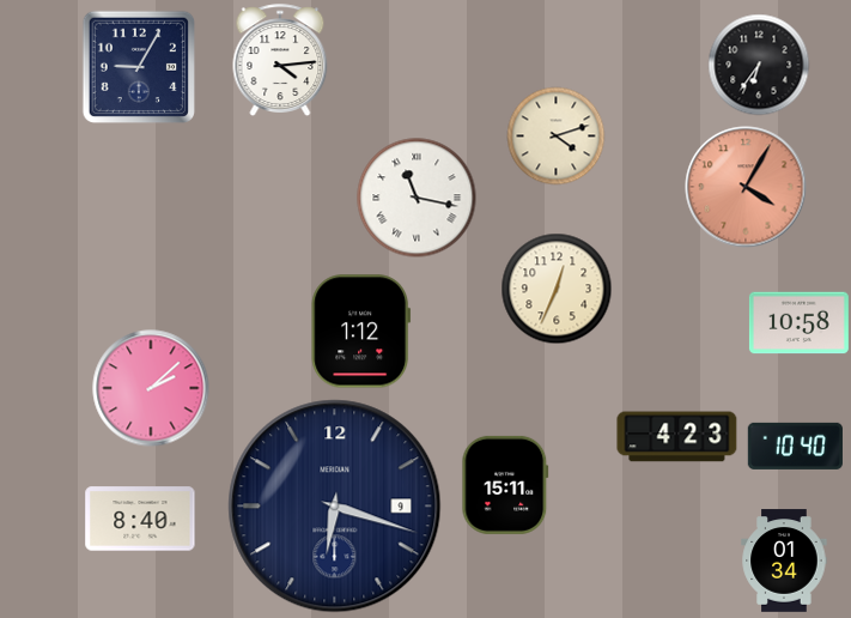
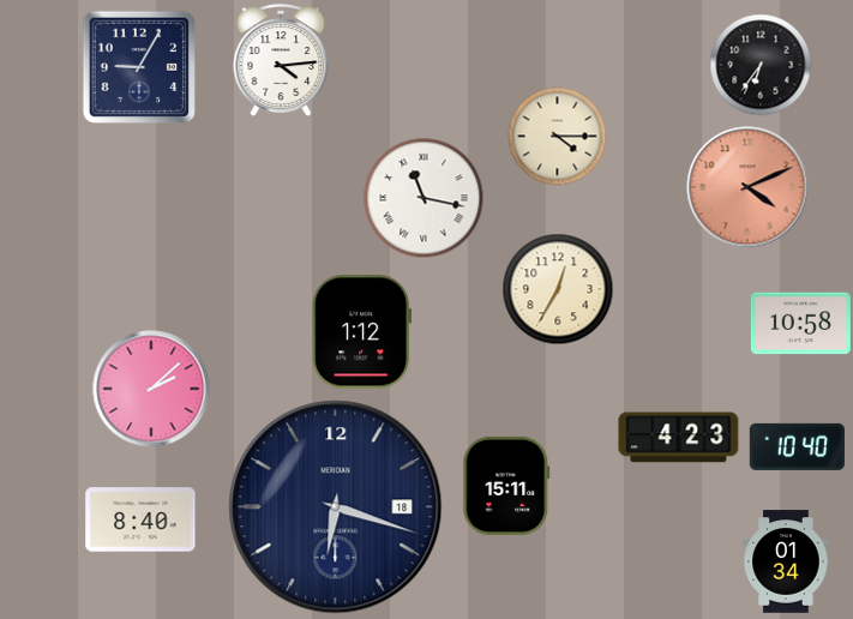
clock at (557, 137): 4:12 -> 4:15
clock at (746, 187): 4:05 -> 4:11
clock at (417, 198) position: (417, 198) -> (424, 198)
clock at (557, 289): 12:34 -> 12:35
clock at (335, 507) date: 9 -> 18
